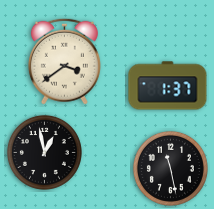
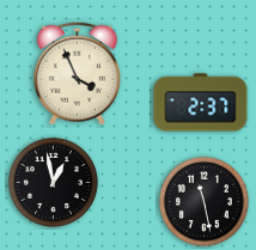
clock at (64, 61): 3:39 -> 3:56
clock at (168, 86): 1:37 -> 2:37
